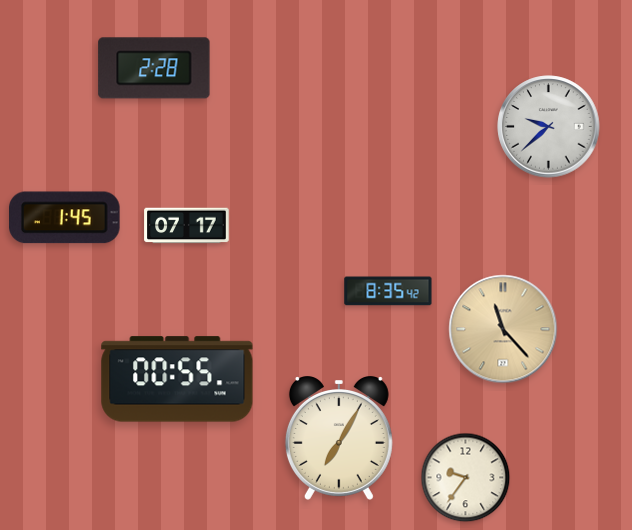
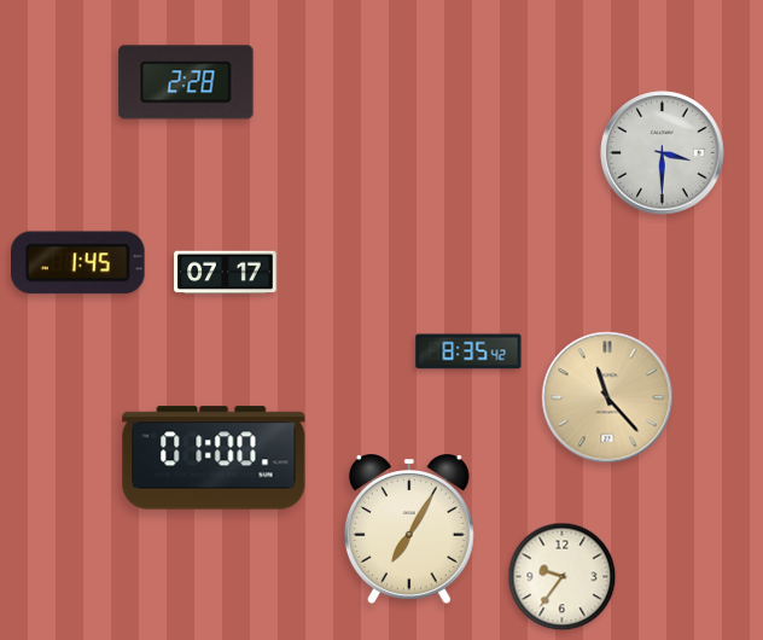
clock at (549, 127): 9:38 -> 3:30
clock at (177, 379): 00:55 -> 01:00
